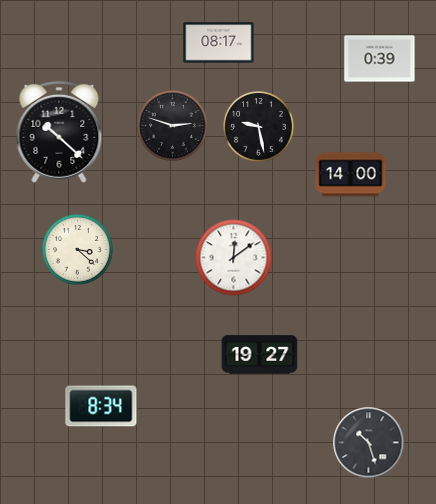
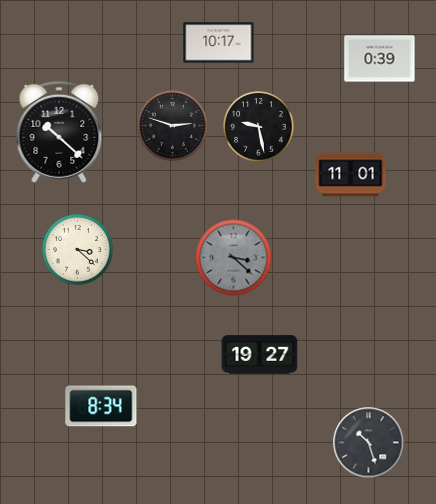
clock at (219, 43): 08:17 -> 10:17
clock at (351, 175): 14:00 -> 11:01
clock at (234, 258): 12:09 -> 3:22
clock at (234, 258) dial: white -> grey
